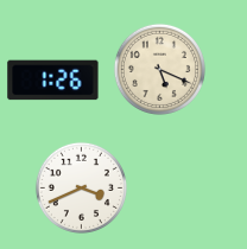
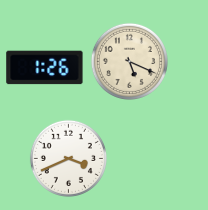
clock at (159, 69) position: (159, 69) -> (129, 61)
